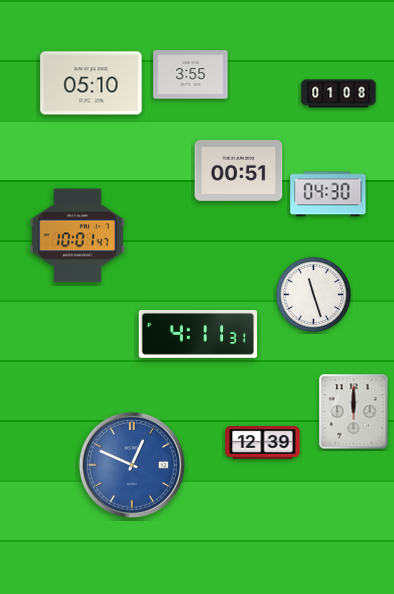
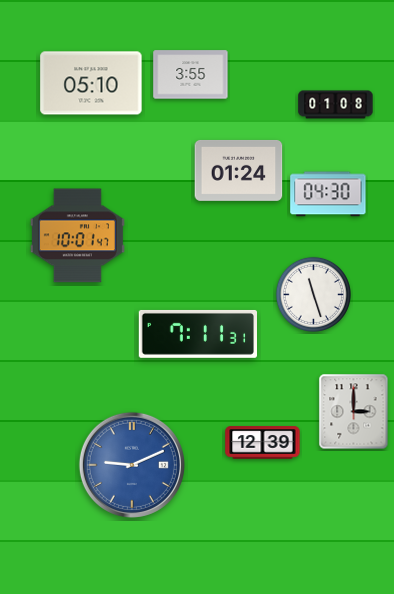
clock at (339, 94) position: (339, 94) -> (336, 105)
clock at (239, 170): 00:51 -> 01:24
clock at (197, 334): 4:11 -> 7:11
clock at (354, 412): 12:00 -> 3:00
clock at (132, 465): 12:49 -> 9:11
